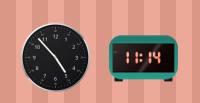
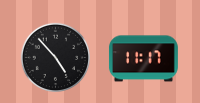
clock at (143, 59): 11:14 -> 11:17
